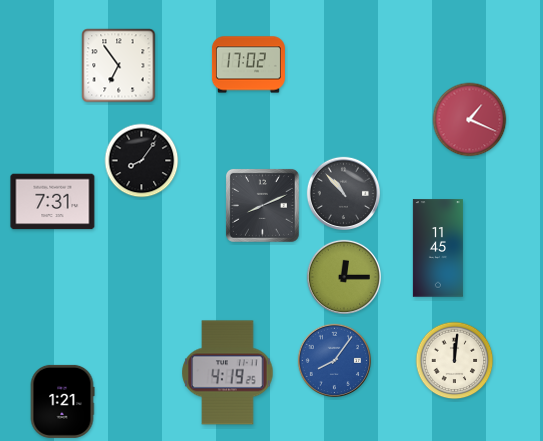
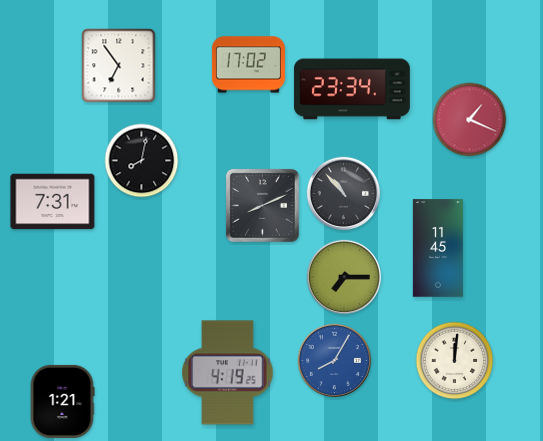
clock at (352, 89): none -> 23:34
clock at (142, 161): 8:06 -> 8:02
clock at (343, 276): 12:15 -> 7:15
clock at (334, 360): 8:06 -> 8:05
